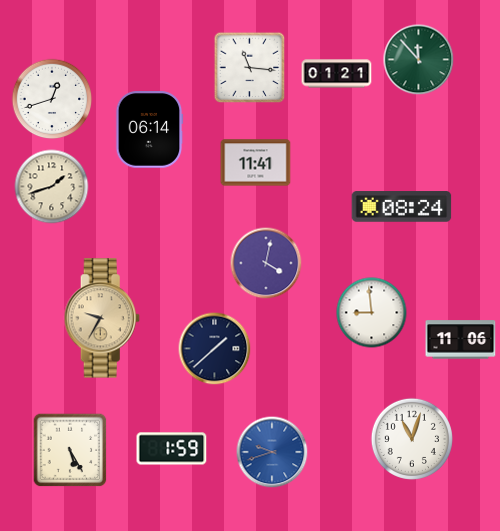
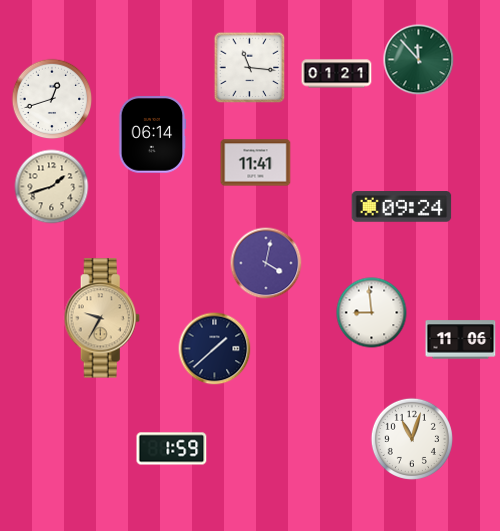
clock at (149, 130) position: (149, 130) -> (152, 135)
clock at (402, 207): 08:24 -> 09:24
clock at (70, 450): 5:25 -> none
clock at (272, 452): 9:42 -> none
